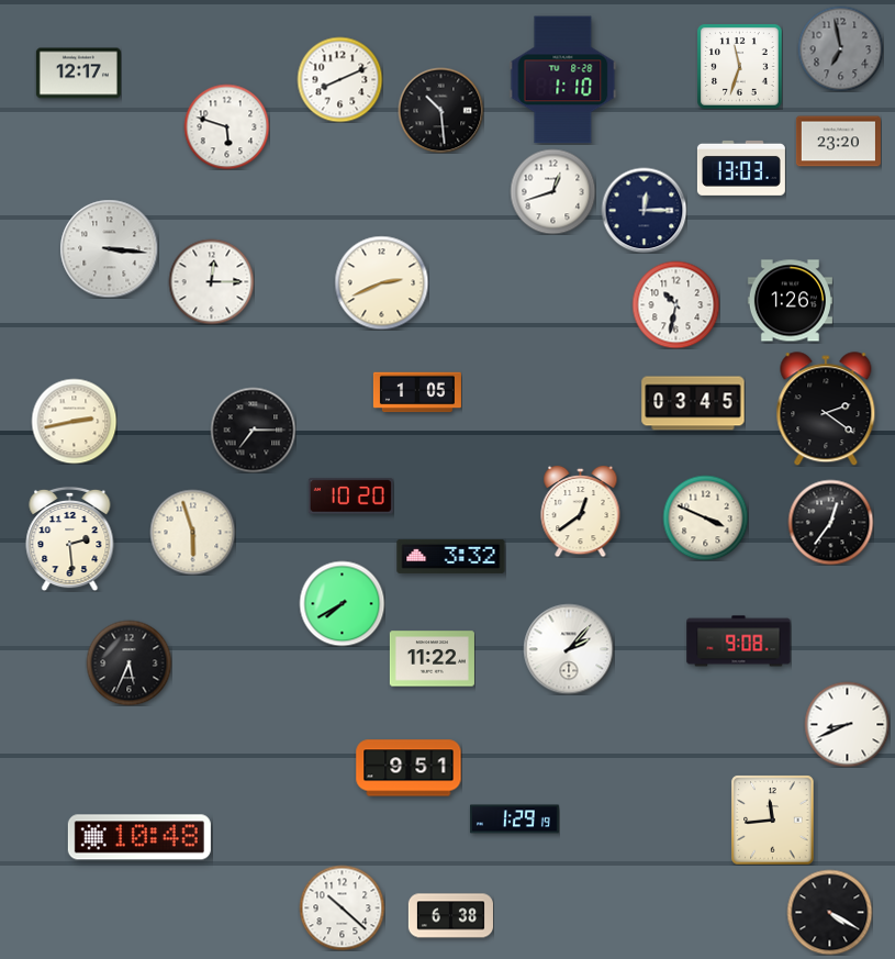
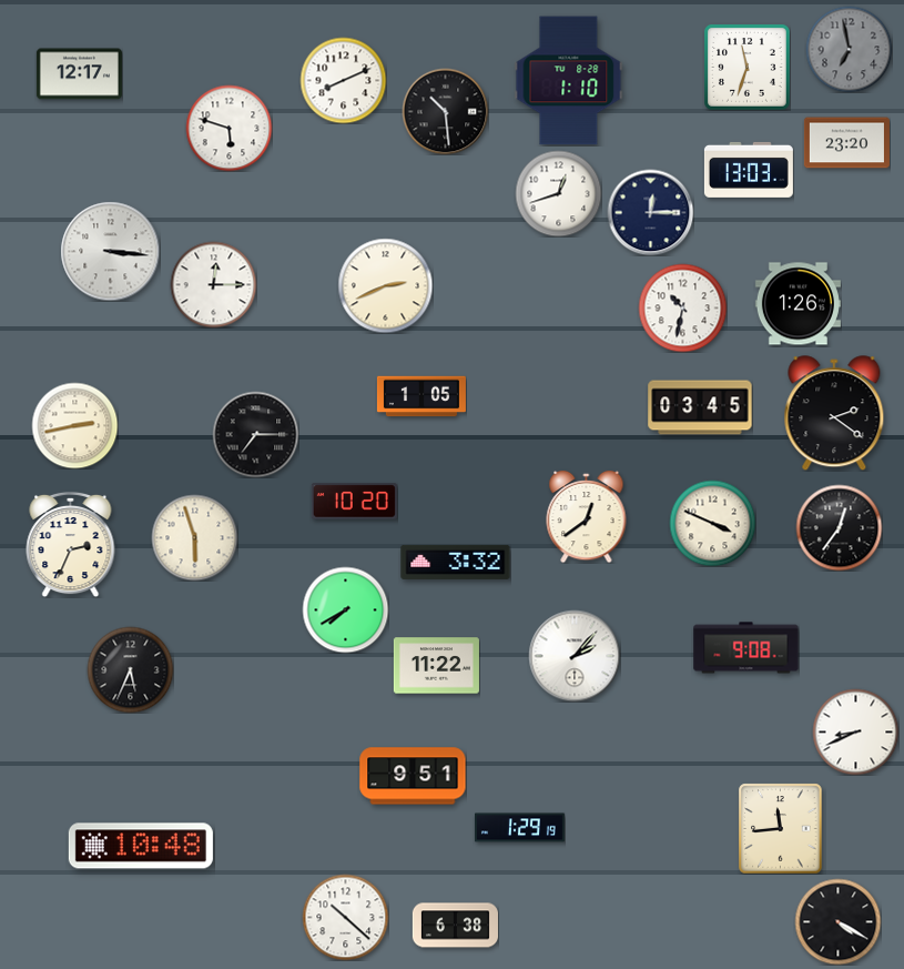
clock at (70, 538): 2:29 -> 2:34
